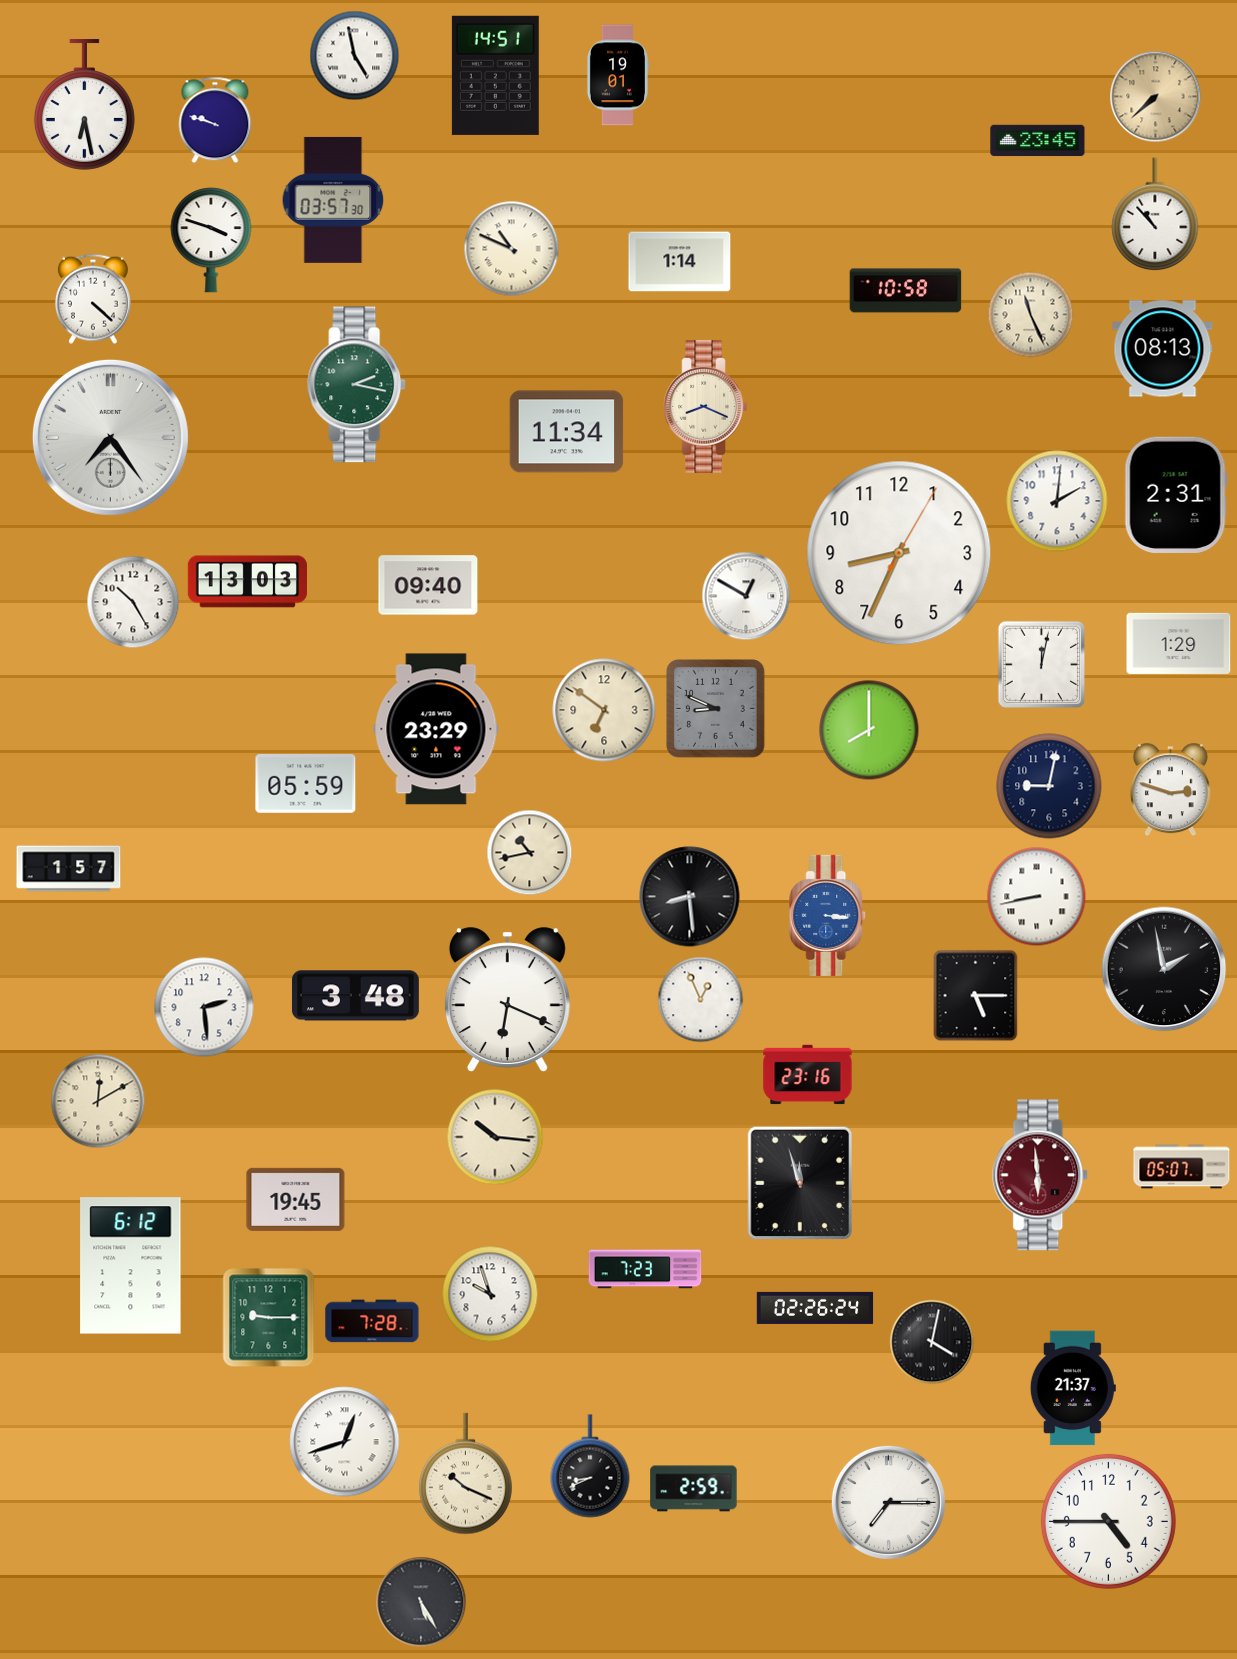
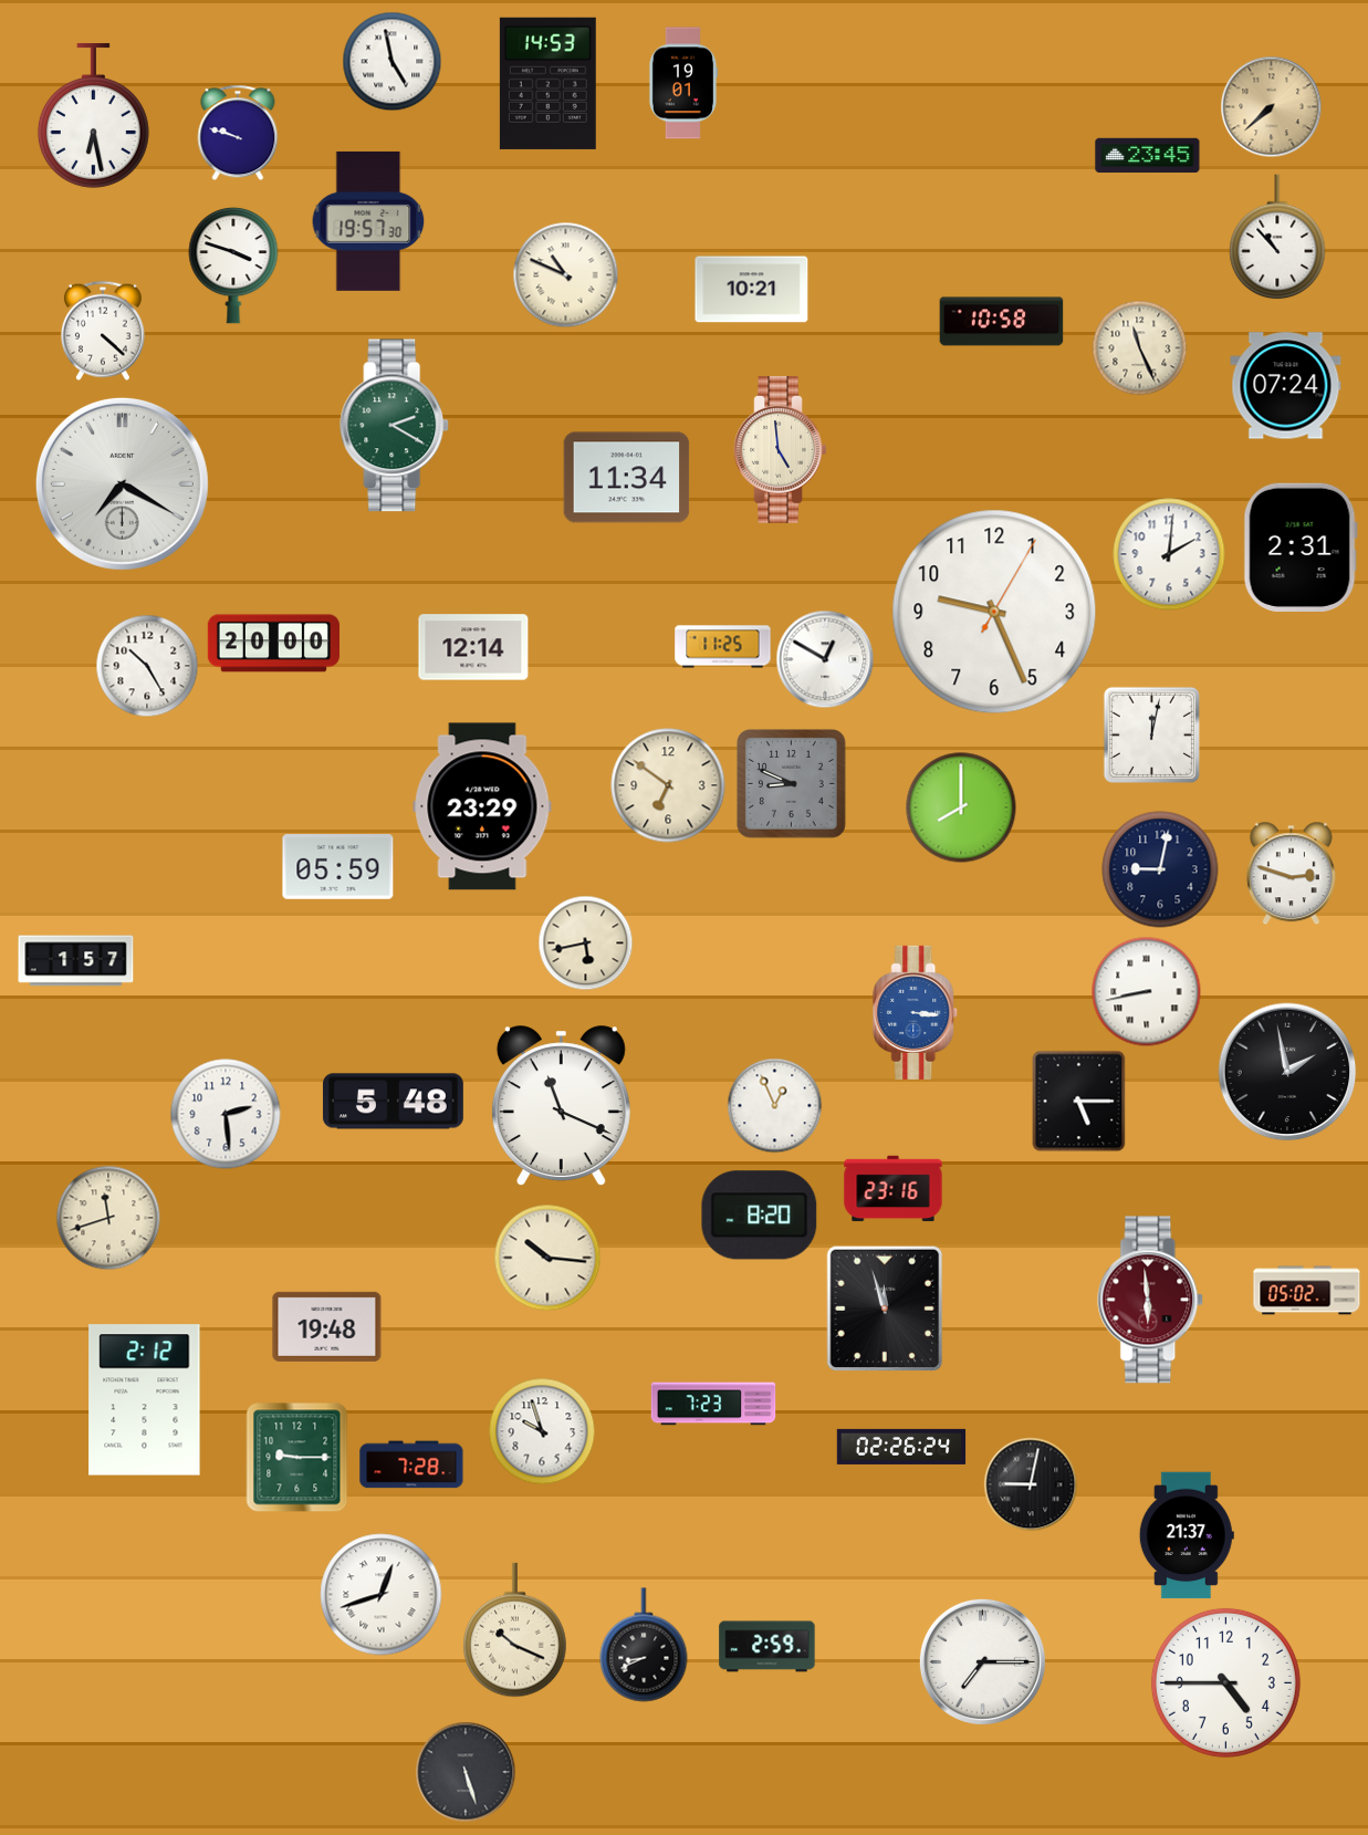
clock at (495, 75): 14:51 -> 14:53
clock at (1155, 96) position: (1155, 96) -> (1271, 106)
clock at (333, 200): 03:57 -> 19:57
clock at (680, 262): 1:14 -> 10:21
clock at (1163, 349): 08:13 -> 07:24
clock at (357, 385): 2:17 -> 2:20
clock at (706, 407): 8:19 -> 4:59
clock at (110, 437): 7:24 -> 7:20
clock at (899, 553): 8:34 -> 9:26
clock at (247, 582): 13:03 -> 20:00
clock at (428, 585): 09:40 -> 12:14
clock at (723, 647): none -> 11:25
clock at (1179, 643): 1:29 -> none
clock at (1170, 789) position: (1170, 789) -> (1291, 873)
clock at (529, 852): 10:43 -> 5:43
clock at (690, 897): 8:29 -> none
clock at (355, 996): 3:48 -> 5:48
clock at (507, 999): 6:19 -> 11:19
clock at (760, 1216): none -> 8:20
clock at (98, 1101): 12:10 -> 11:42
clock at (1182, 1167): 05:07 -> 05:02
clock at (296, 1199): 19:45 -> 19:48
clock at (131, 1266): 6:12 -> 2:12
clock at (372, 1321) position: (372, 1321) -> (411, 1464)
clock at (932, 1342): 4:02 -> 9:02
clock at (590, 1466) position: (590, 1466) -> (644, 1645)
clock at (421, 1602): 5:25 -> 5:27
